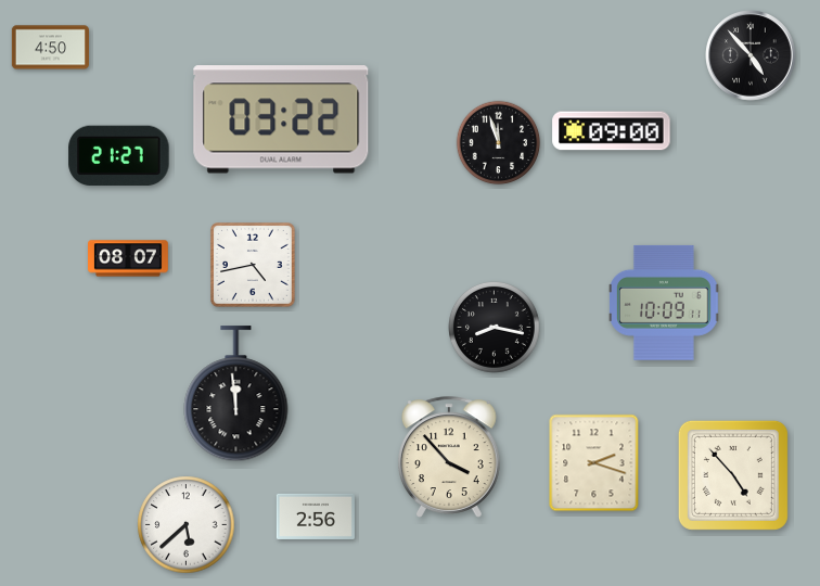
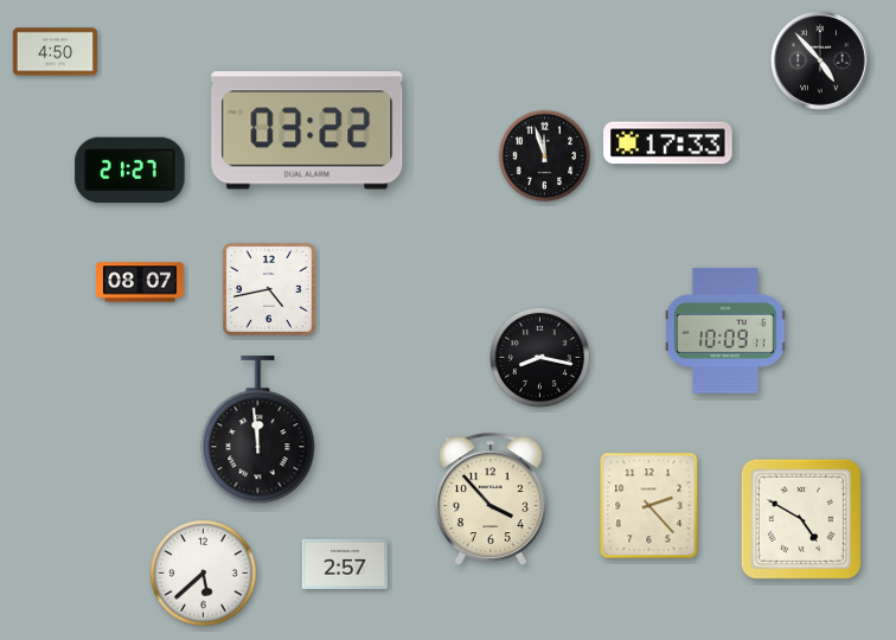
clock at (612, 131): 09:00 -> 17:33
clock at (254, 266) position: (254, 266) -> (270, 290)
clock at (594, 463): 2:18 -> 2:23
clock at (733, 475): 4:53 -> 4:50
clock at (316, 517): 2:56 -> 2:57
